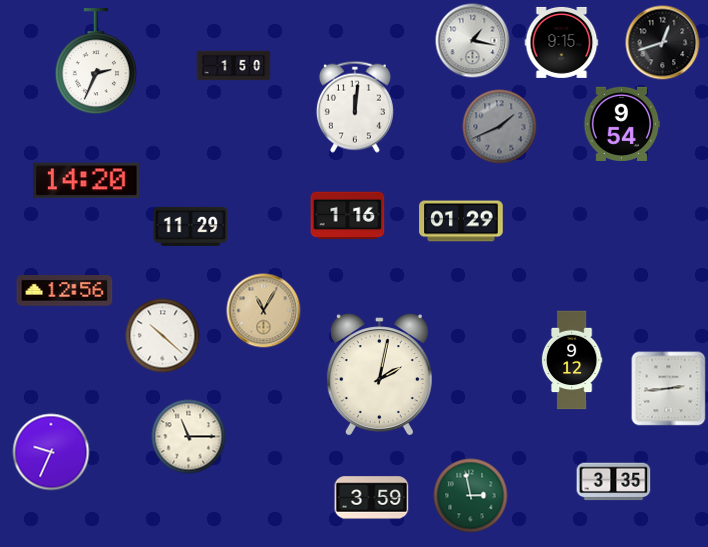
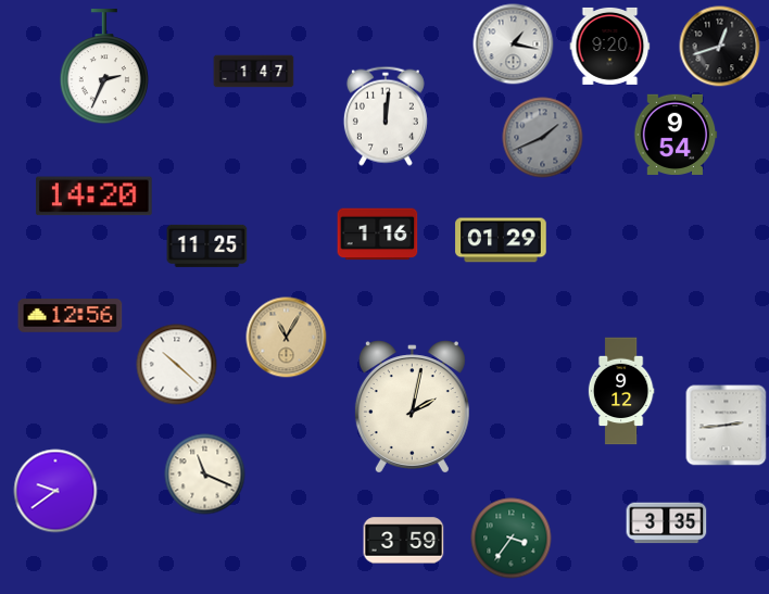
clock at (562, 42): 9:15 -> 9:20
clock at (234, 66): 1:50 -> 1:47
clock at (191, 226): 11:29 -> 11:25
clock at (669, 389) position: (669, 389) -> (727, 426)
clock at (189, 437): 11:15 -> 11:19
clock at (51, 452): 9:34 -> 9:39
clock at (471, 496): 2:58 -> 3:36
